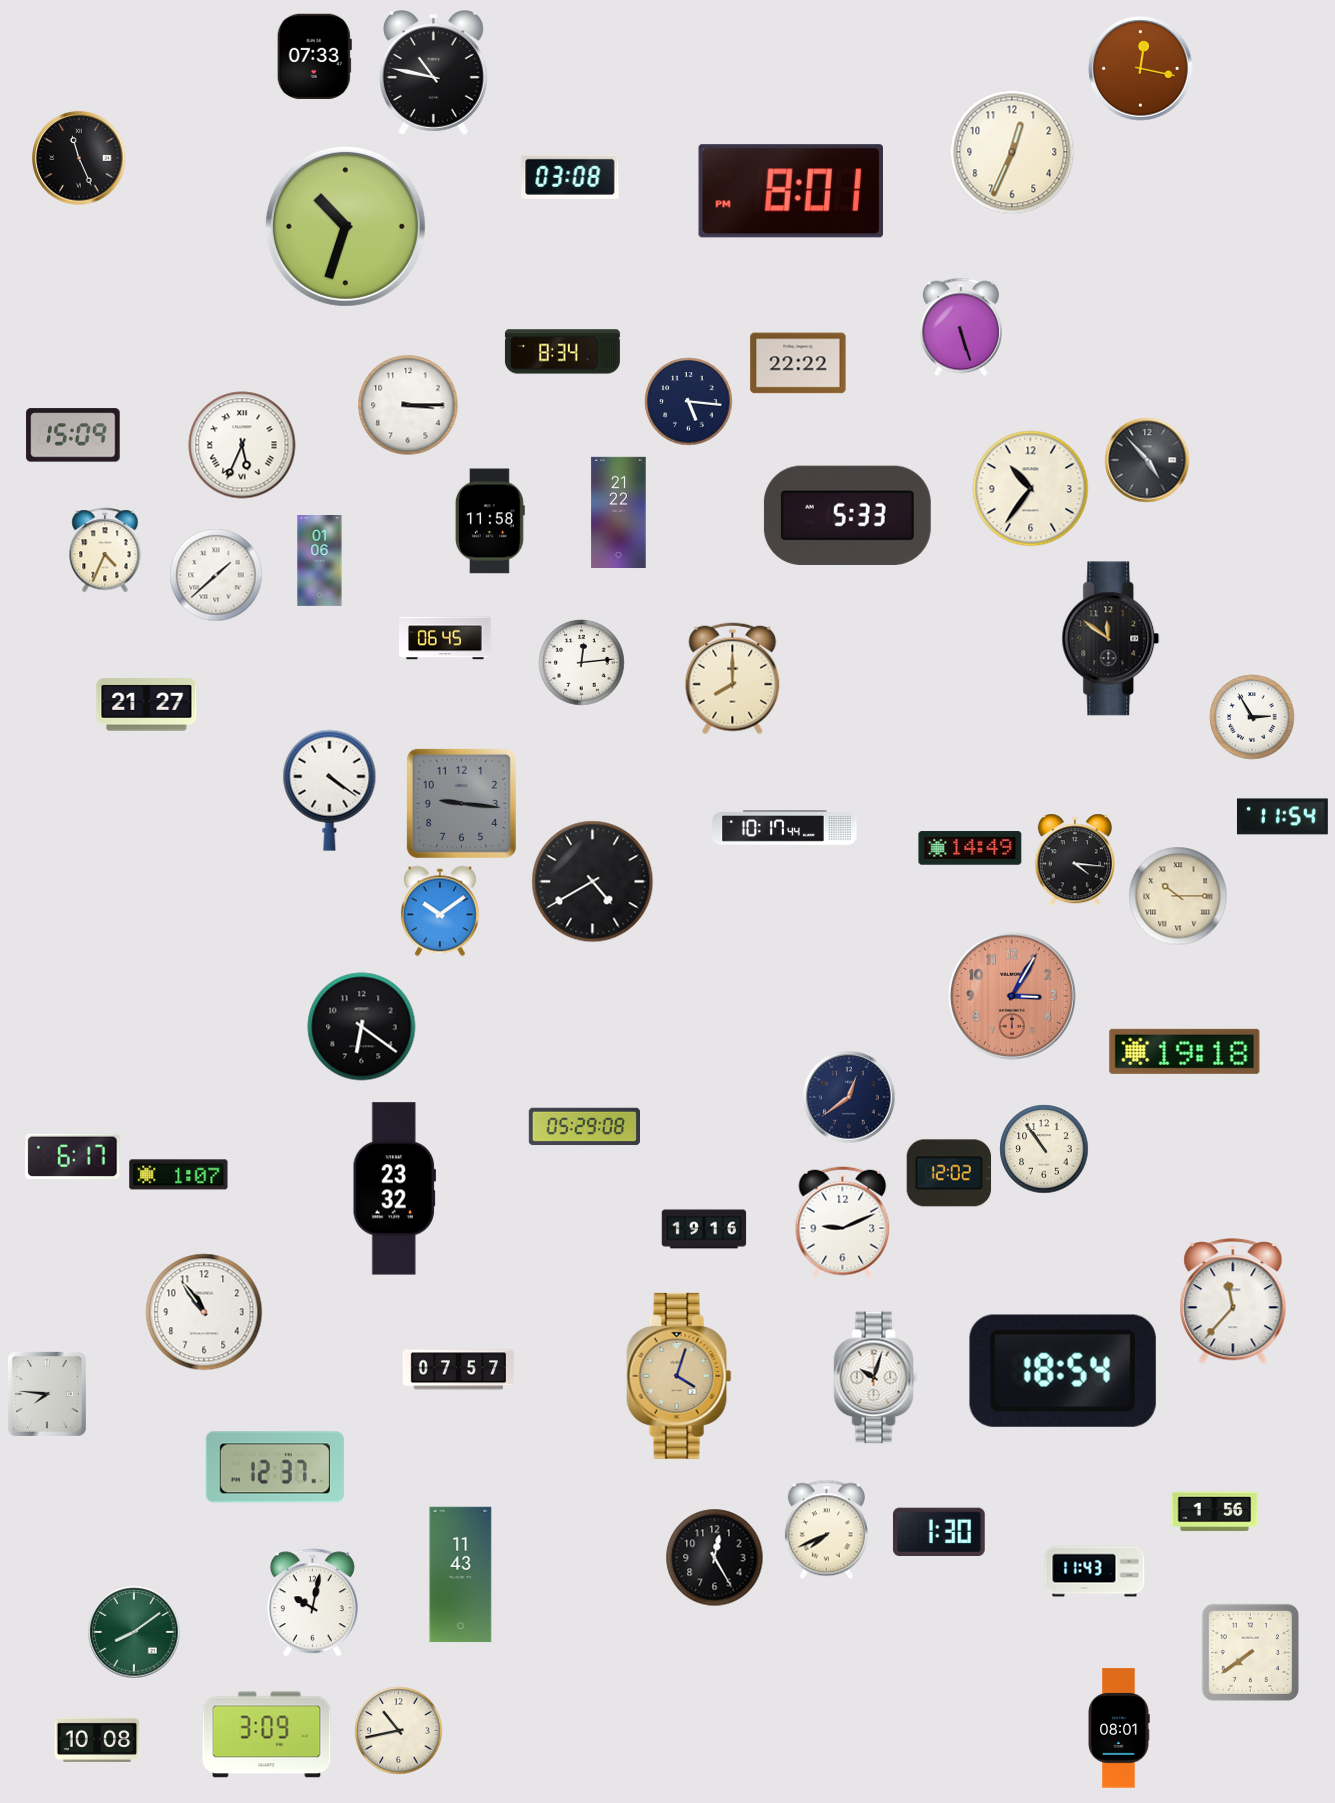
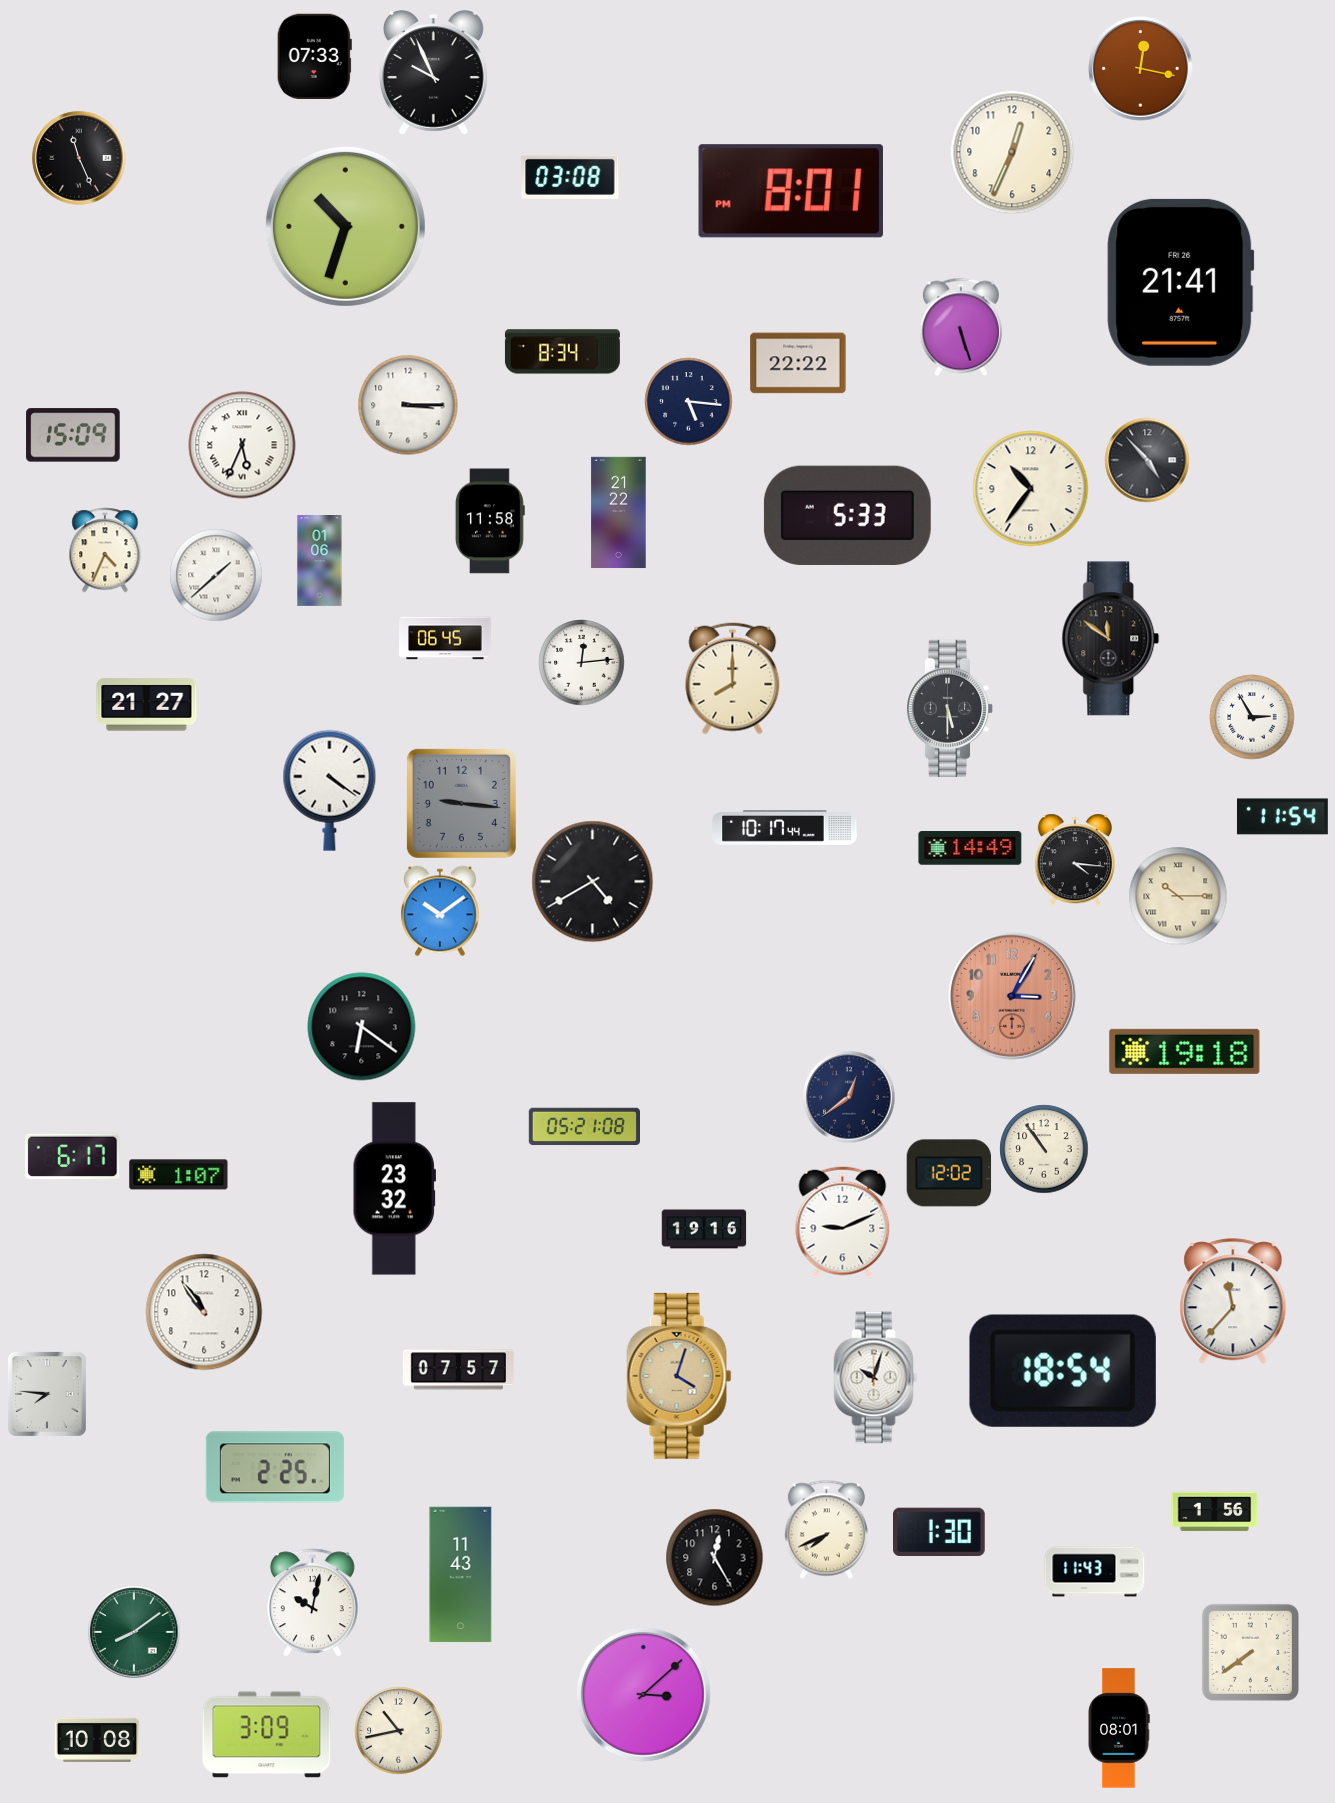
clock at (433, 73): 10:47 -> 9:56
clock at (1181, 282): none -> 21:41
clock at (950, 708): none -> 5:30
clock at (584, 1127): 05:29 -> 05:21
clock at (275, 1467): 12:37 -> 2:25
clock at (643, 1694): none -> 3:08
